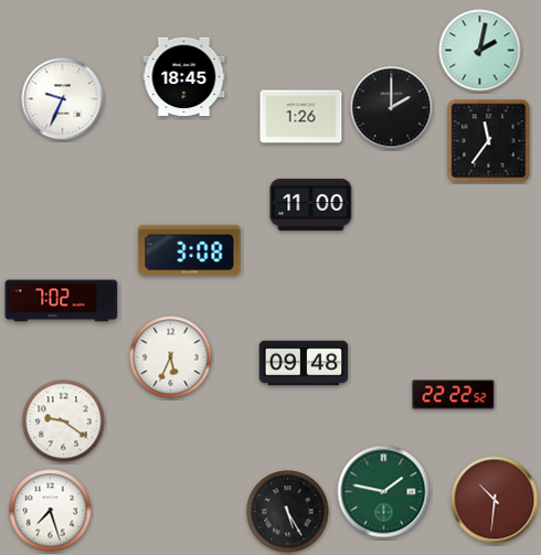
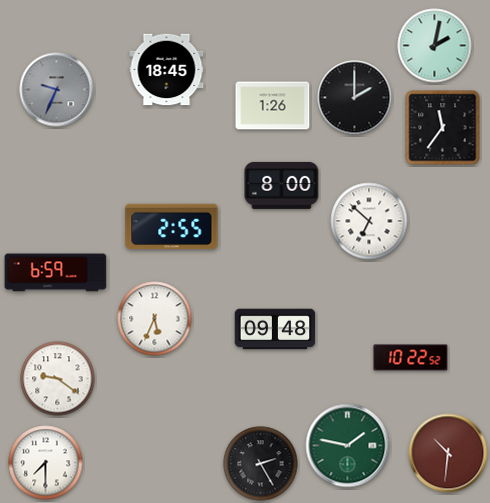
clock at (63, 99) dial: white -> grey
clock at (311, 204): 11:00 -> 8:00
clock at (369, 221): none -> 6:52
clock at (190, 250): 3:08 -> 2:55
clock at (62, 301): 7:02 -> 6:59
clock at (171, 357) position: (171, 357) -> (155, 319)
clock at (454, 395): 22:22 -> 10:22
clock at (64, 421) position: (64, 421) -> (58, 379)
clock at (51, 511): 7:27 -> 7:30
clock at (288, 512): 5:25 -> 2:25
